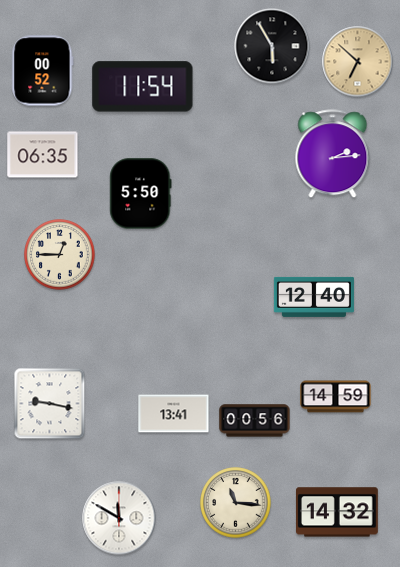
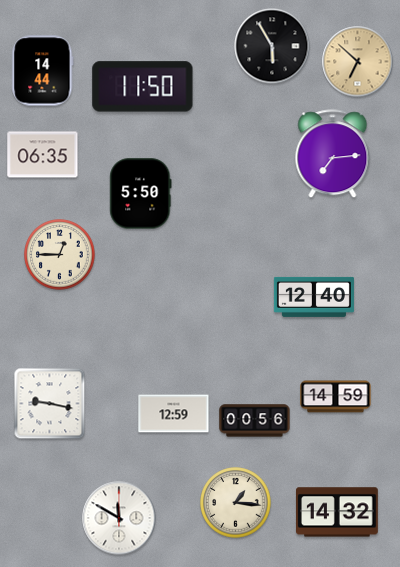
clock at (43, 71): 00:52 -> 14:44
clock at (143, 87): 11:54 -> 11:50
clock at (333, 154): 2:14 -> 7:14
clock at (174, 414): 13:41 -> 12:59
clock at (236, 503): 11:16 -> 1:16
